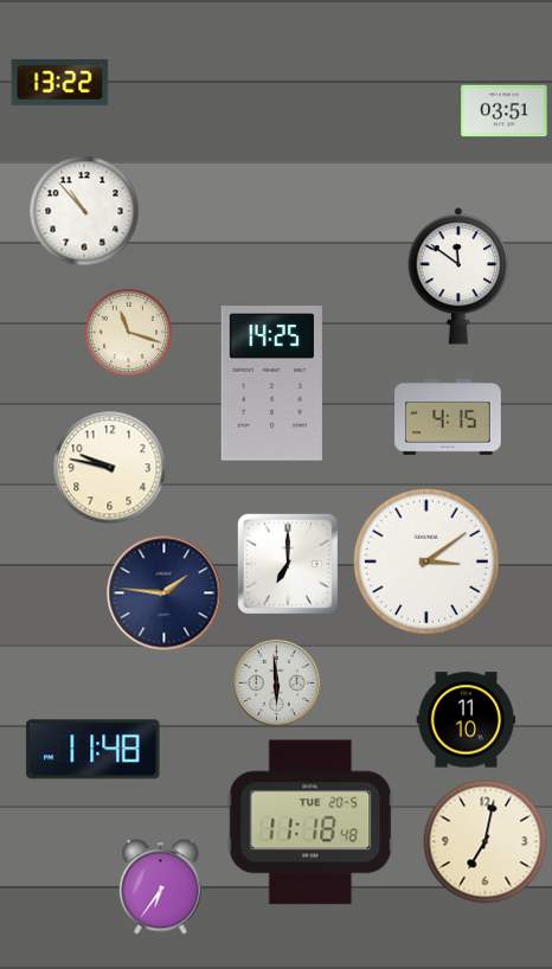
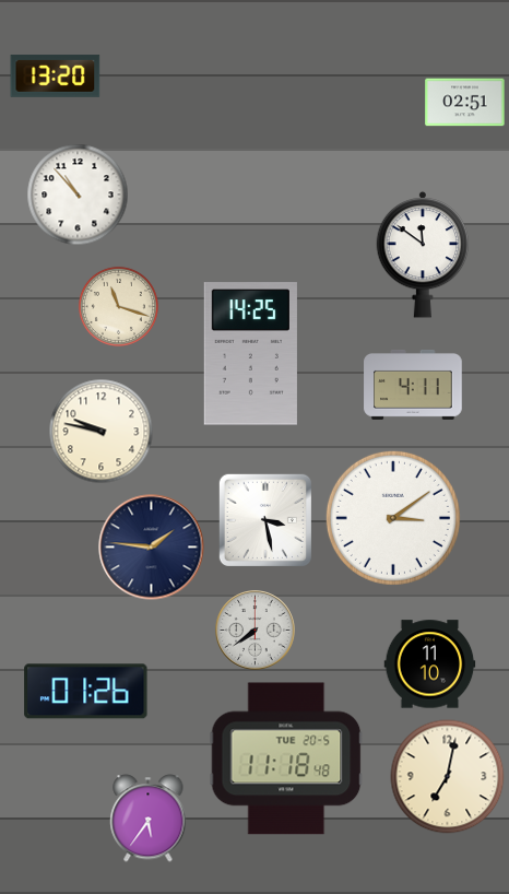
clock at (60, 82): 13:22 -> 13:20
clock at (505, 111): 03:51 -> 02:51
clock at (448, 417): 4:15 -> 4:11
clock at (288, 564): 7:00 -> 3:28
clock at (277, 684): 5:59 -> 7:39
clock at (94, 750): 11:48 -> 01:26
clock at (161, 887): 6:36 -> 5:36
